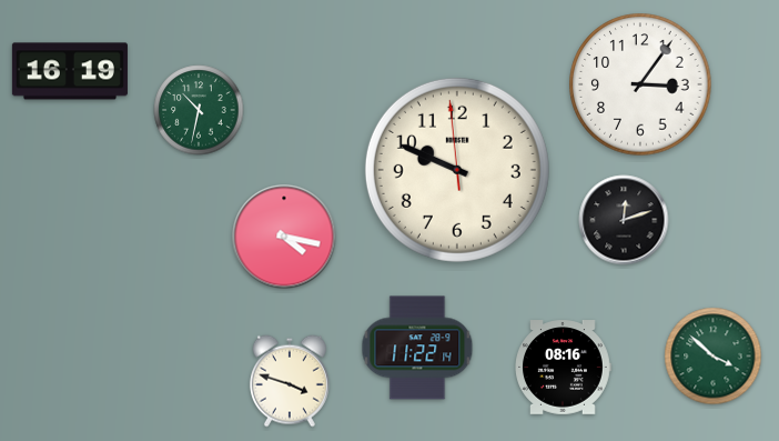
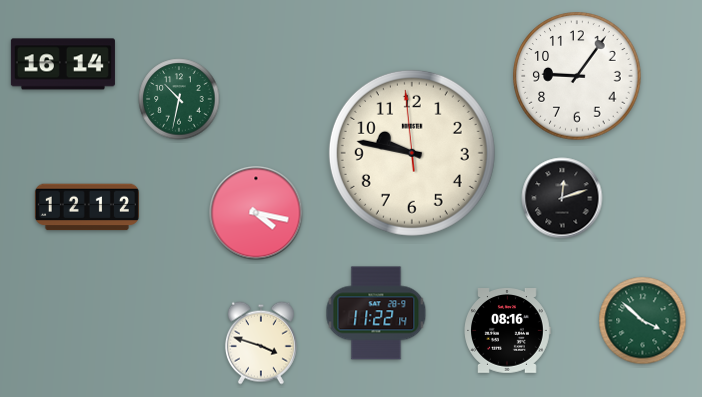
clock at (70, 71): 16:19 -> 16:14
clock at (640, 84): 3:06 -> 9:06
clock at (457, 170): 9:48 -> 9:46
clock at (87, 207): none -> 12:12
